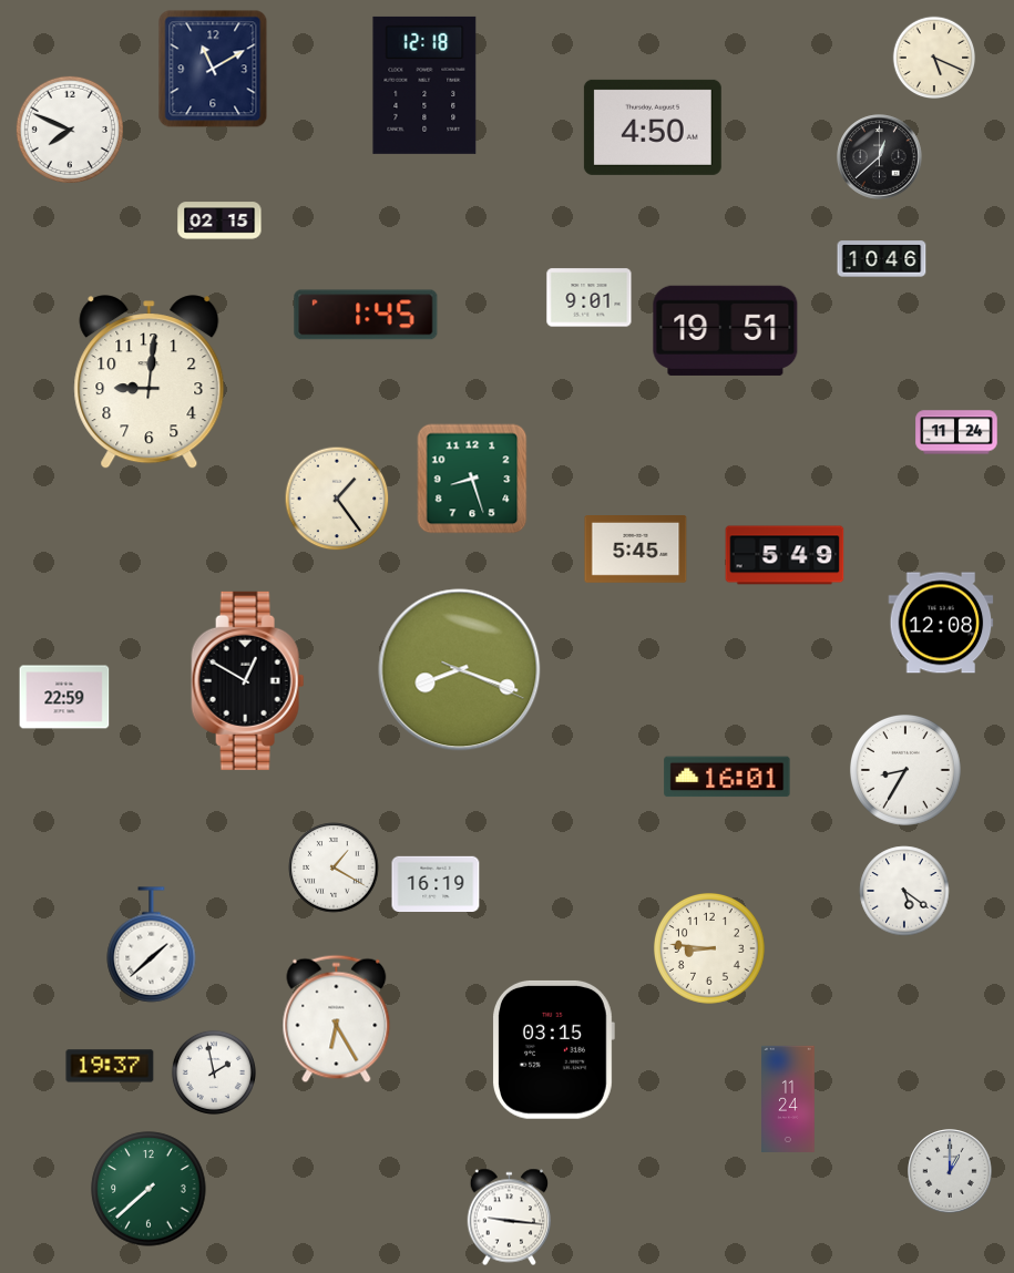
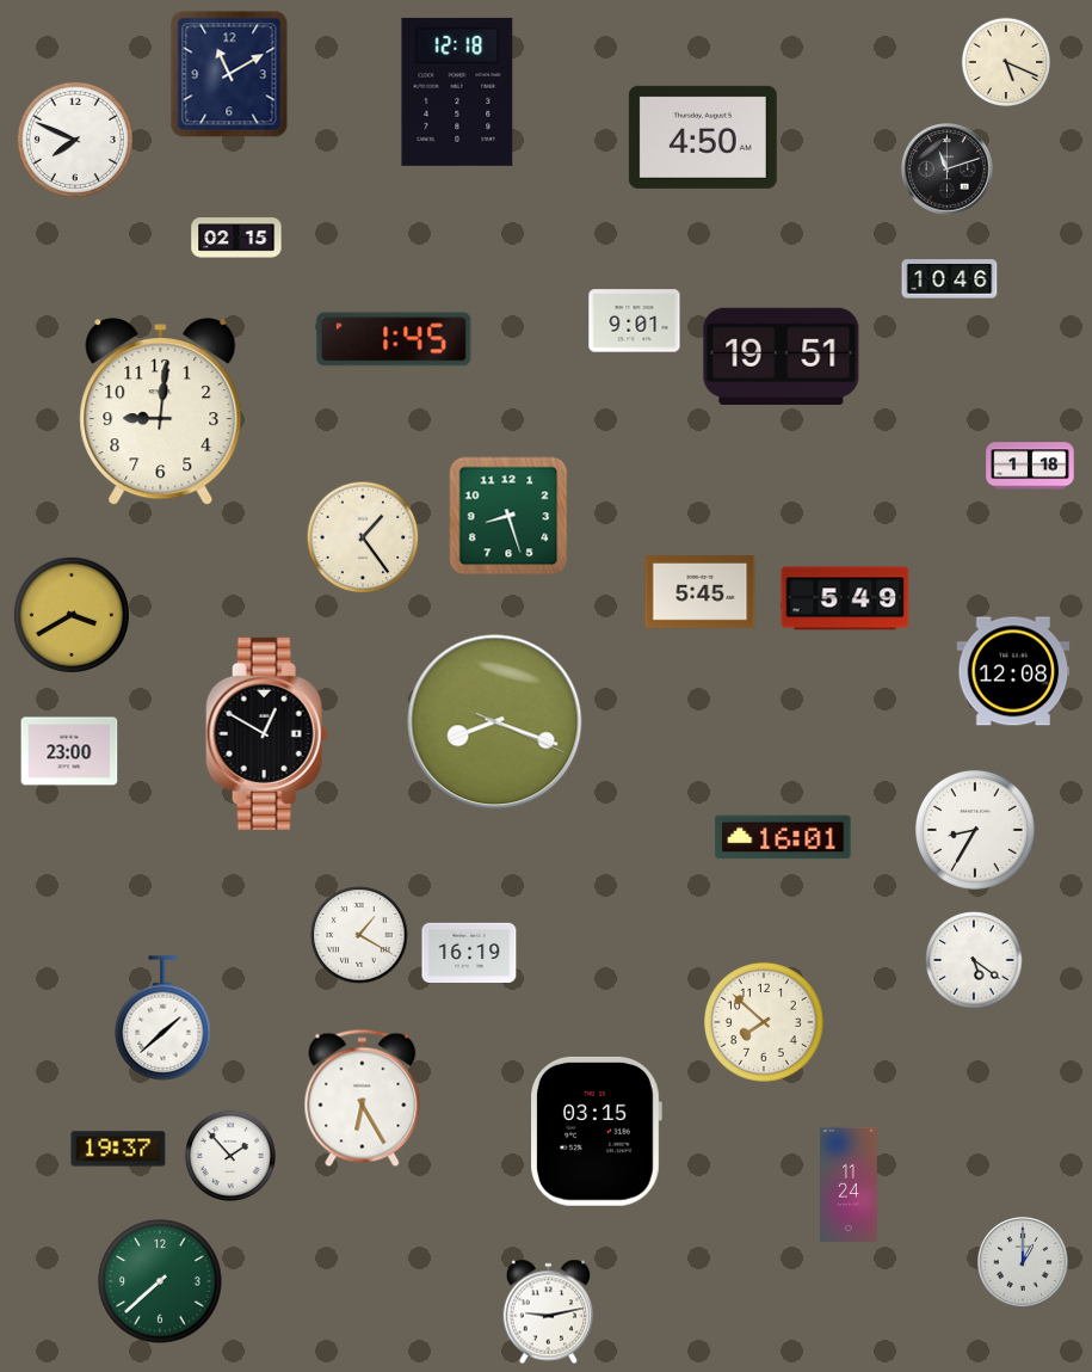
clock at (880, 157): 12:38 -> 11:12
clock at (956, 432): 11:24 -> 1:18
clock at (636, 550) position: (636, 550) -> (701, 592)
clock at (72, 615): none -> 3:40
clock at (64, 697): 22:59 -> 23:00
clock at (709, 948): 8:46 -> 7:52
clock at (214, 1072): 1:58 -> 1:53
clock at (510, 1218): 9:16 -> 9:13
